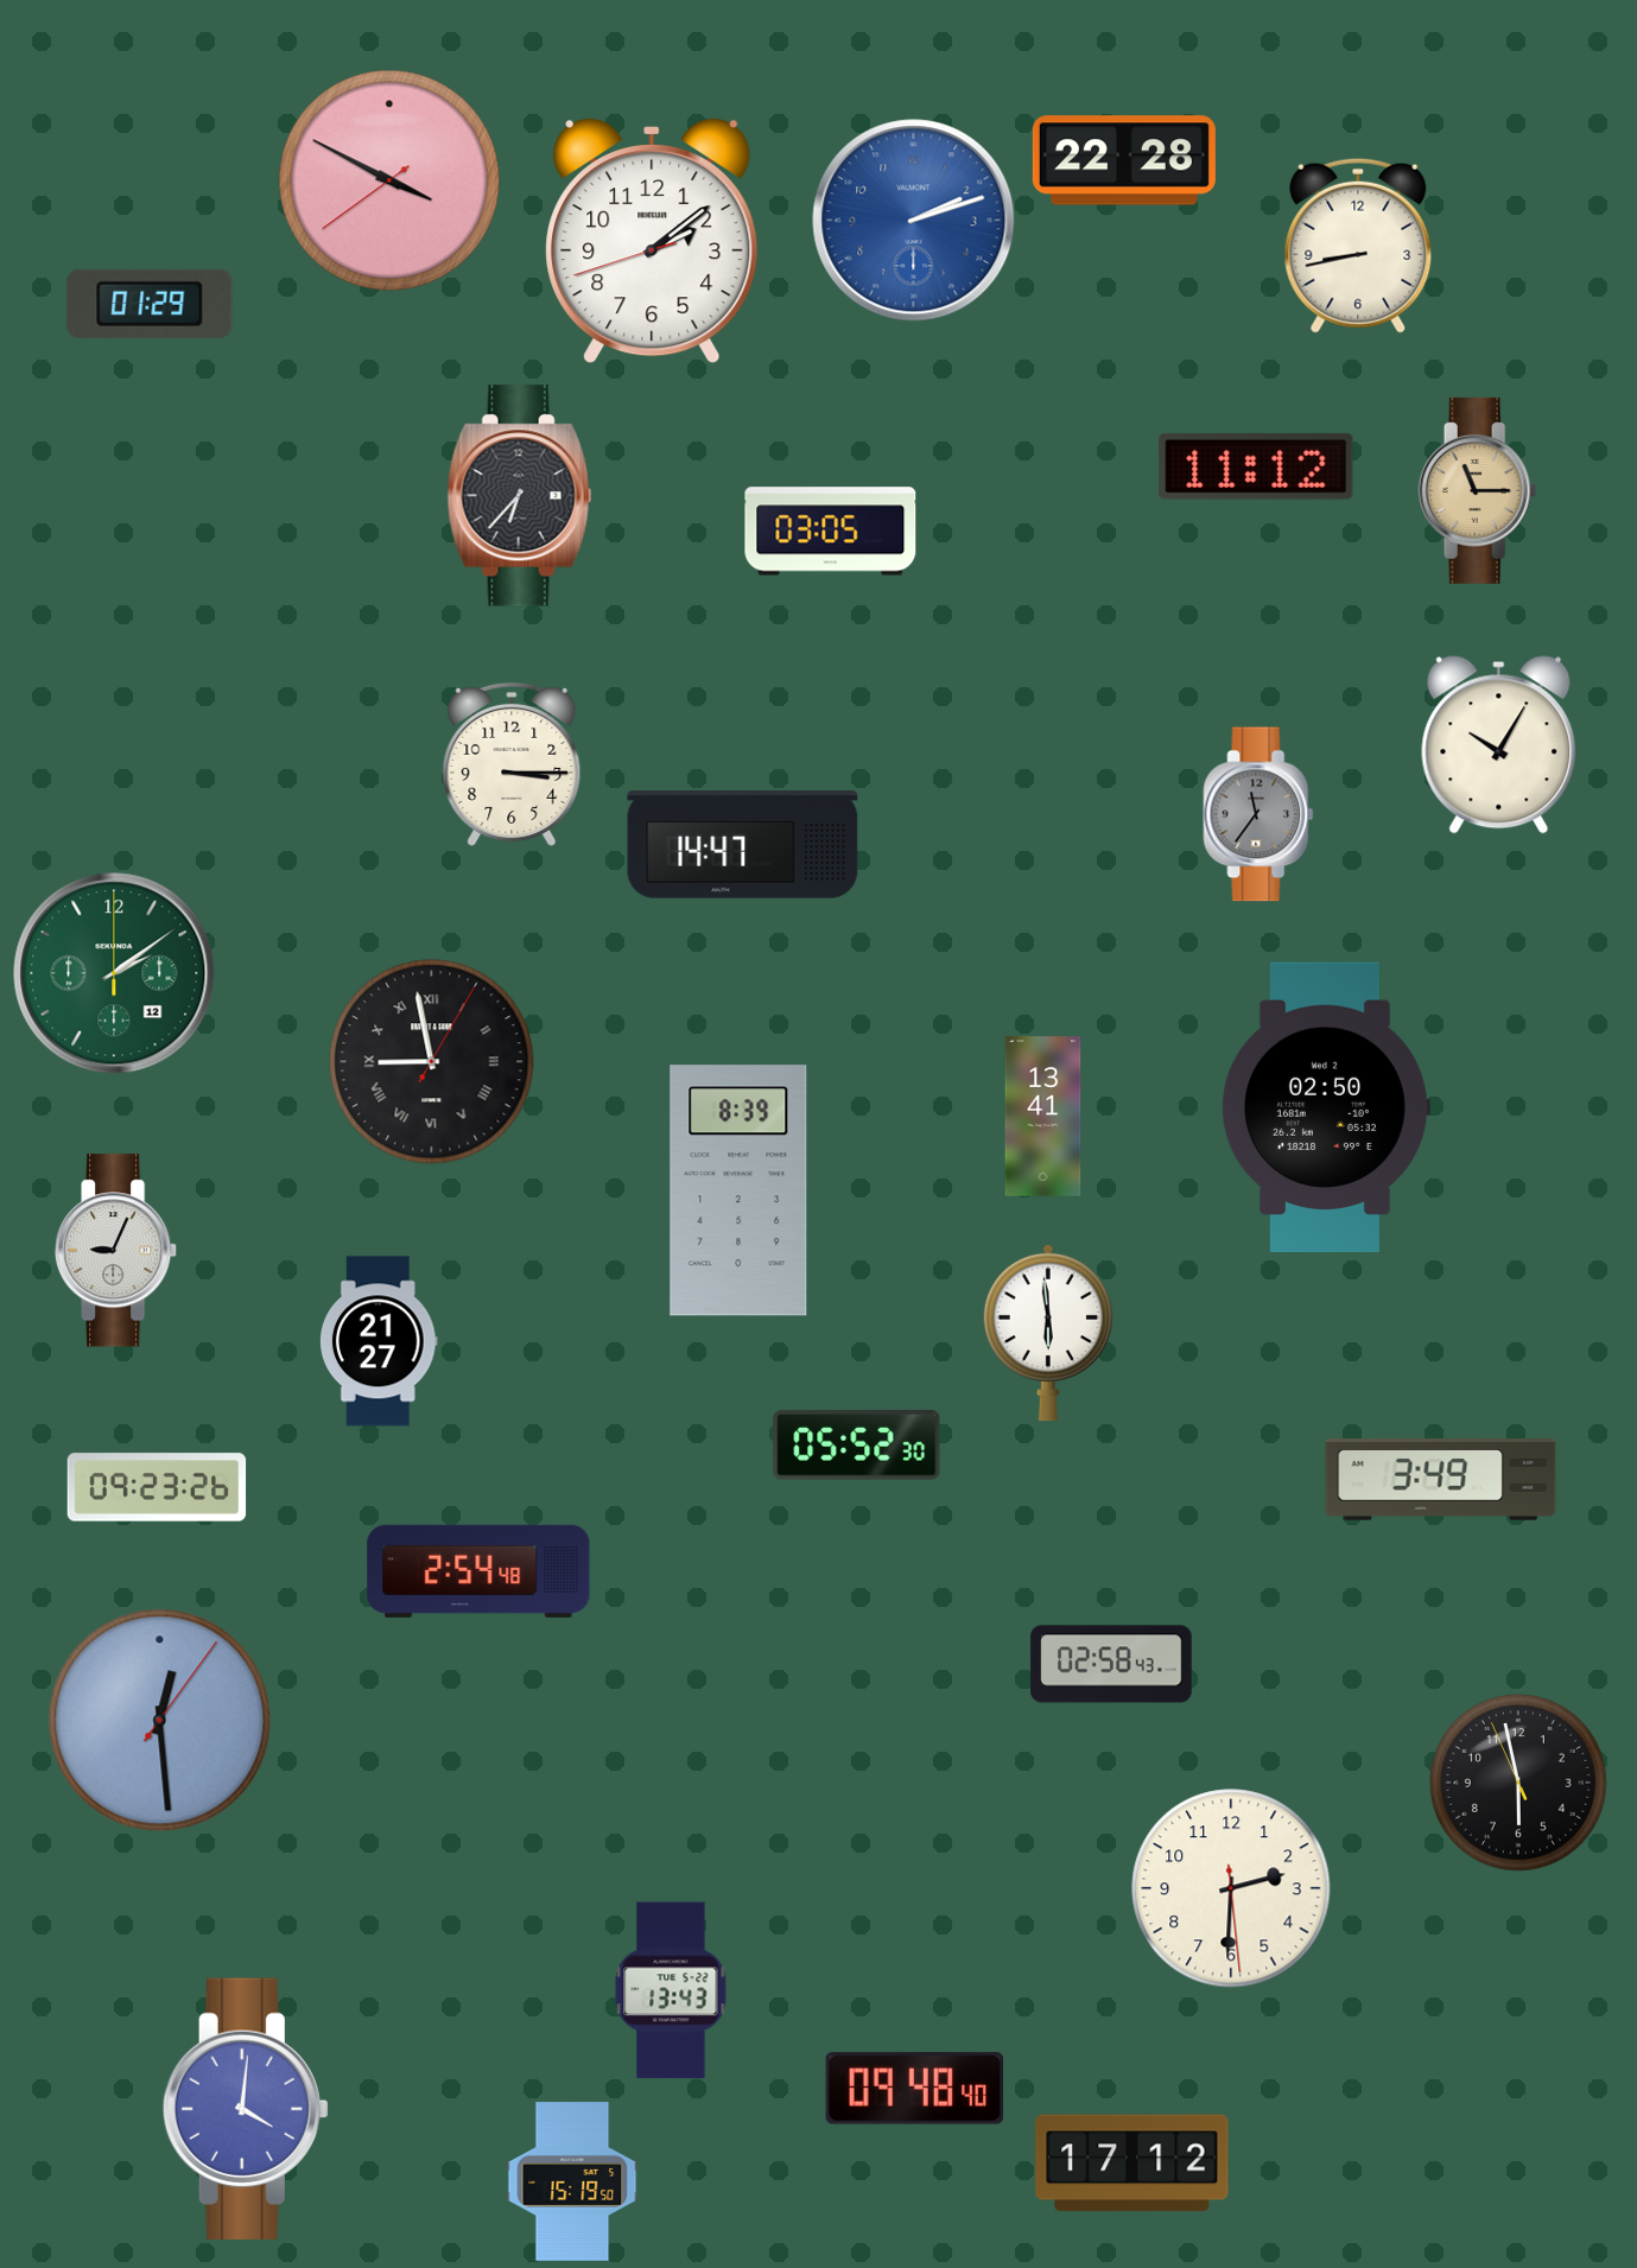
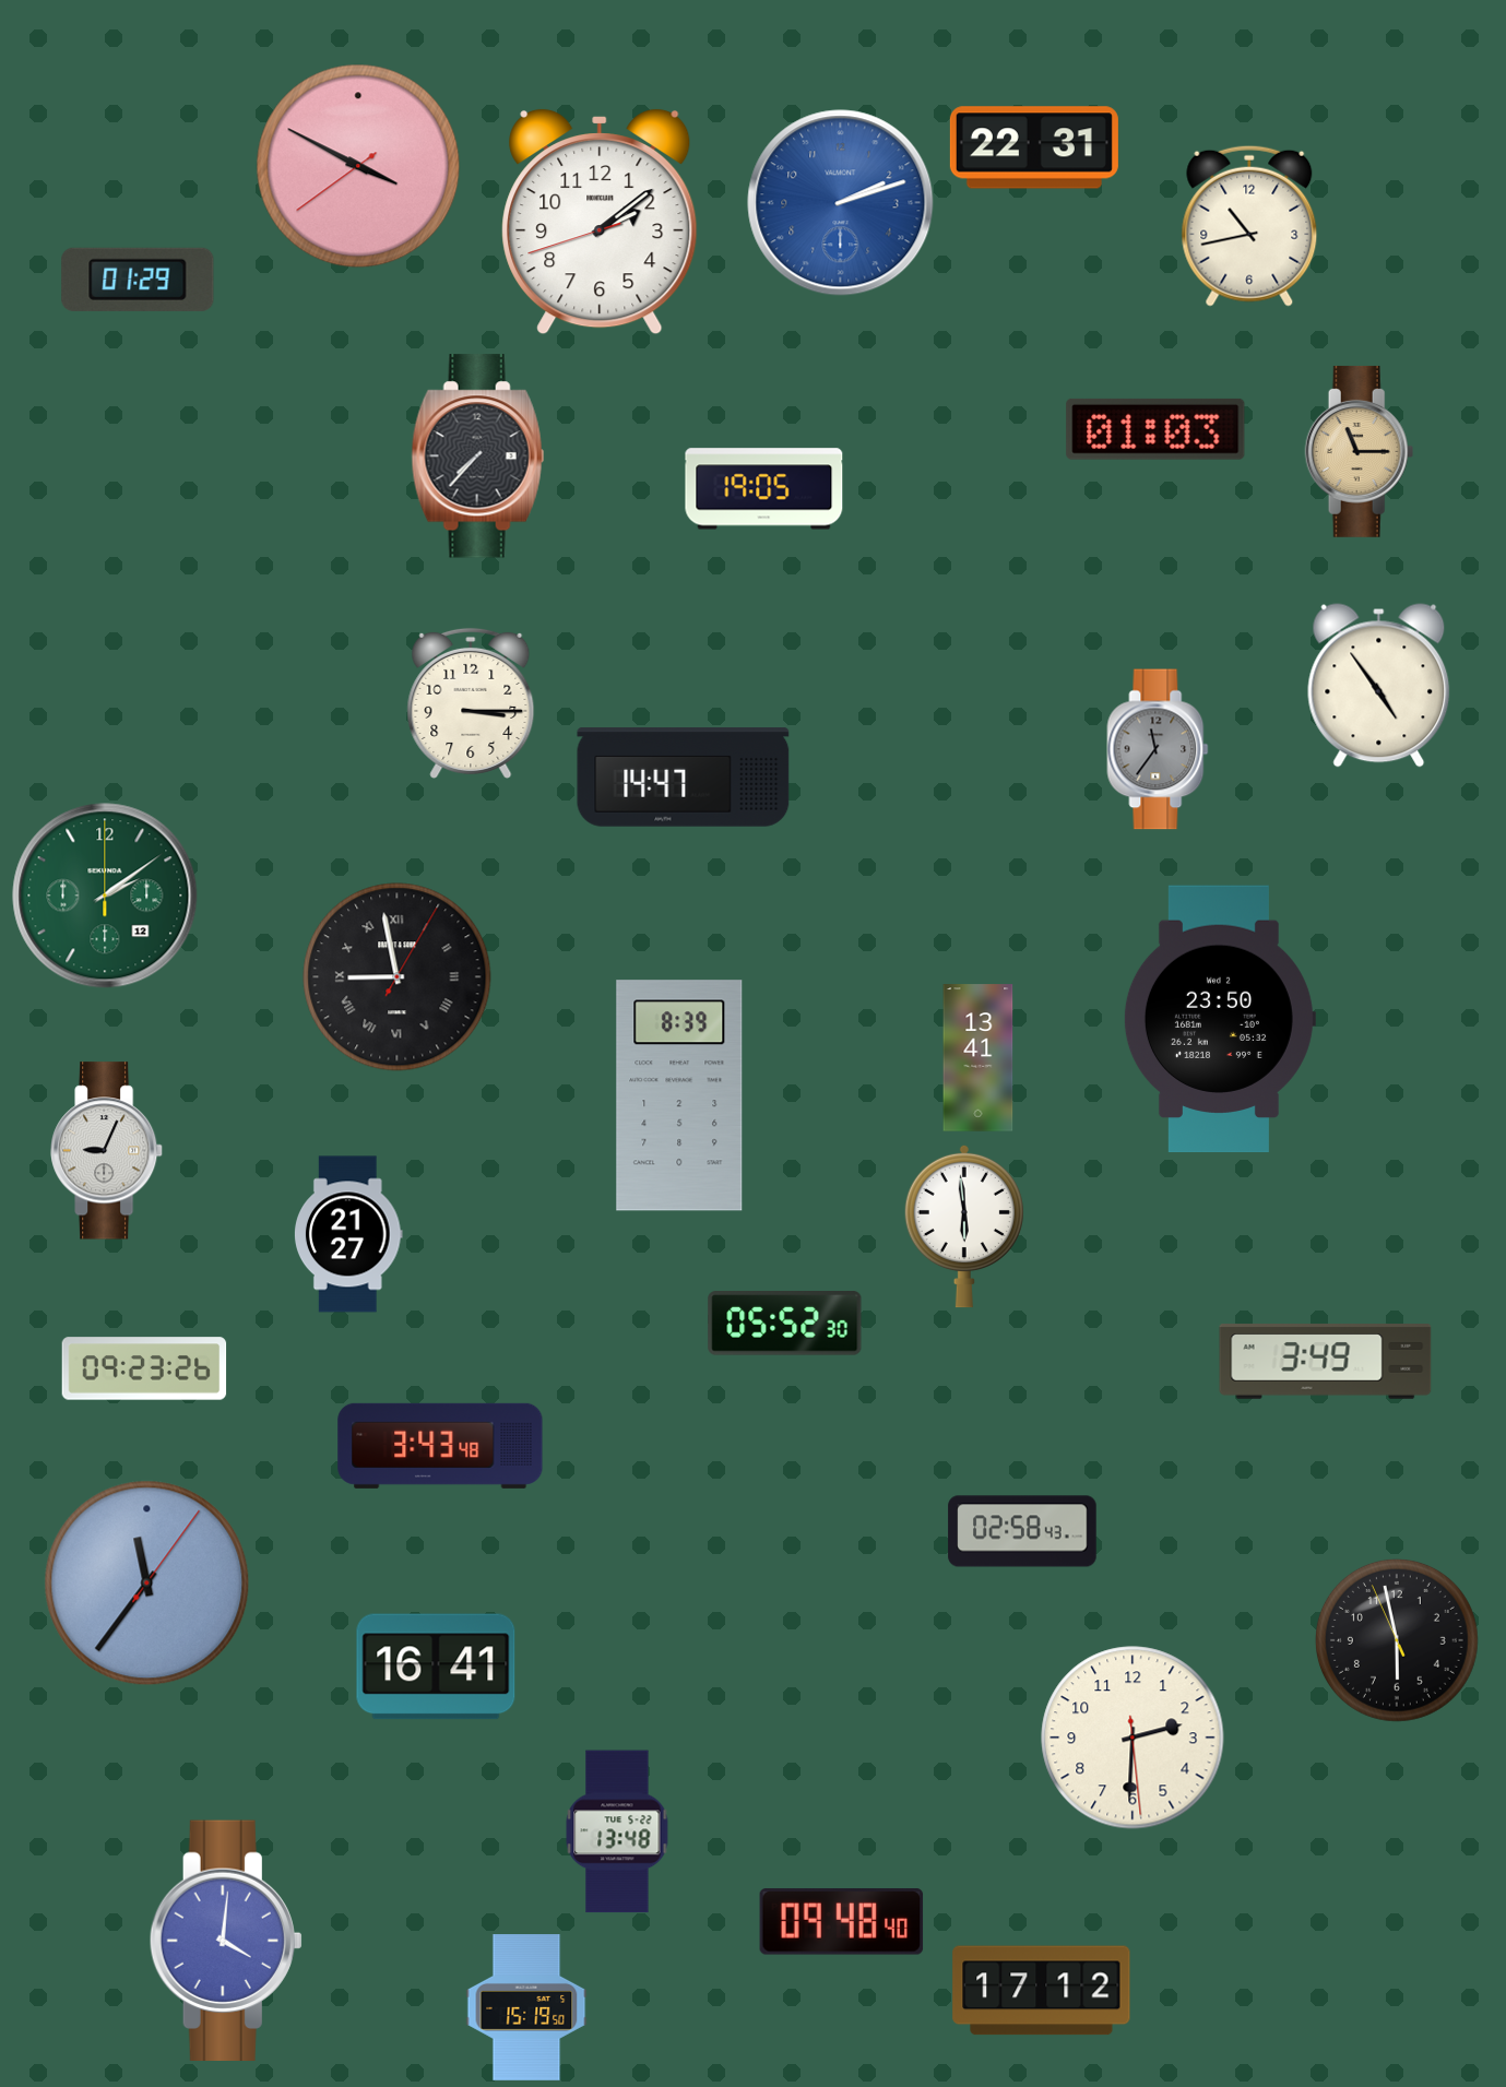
clock at (1124, 160): 22:28 -> 22:31
clock at (1358, 246): 8:43 -> 10:43
clock at (1256, 466): 11:12 -> 01:03
clock at (520, 496): 6:37 -> 7:37
clock at (831, 532): 03:05 -> 19:05
clock at (1499, 745): 10:05 -> 4:54
clock at (1325, 1107): 02:50 -> 23:50
clock at (1043, 1117) position: (1043, 1117) -> (979, 1058)
clock at (857, 1446) position: (857, 1446) -> (785, 1324)
clock at (478, 1571): 2:54 -> 3:43
clock at (160, 1721): 12:29 -> 11:36
clock at (436, 1667): none -> 16:41
clock at (671, 1990): 13:43 -> 13:48
